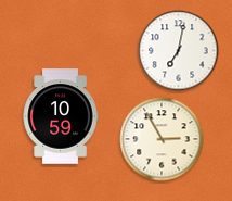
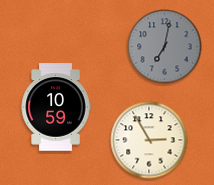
clock at (179, 51) dial: white -> grey
clock at (162, 139) position: (162, 139) -> (149, 140)
